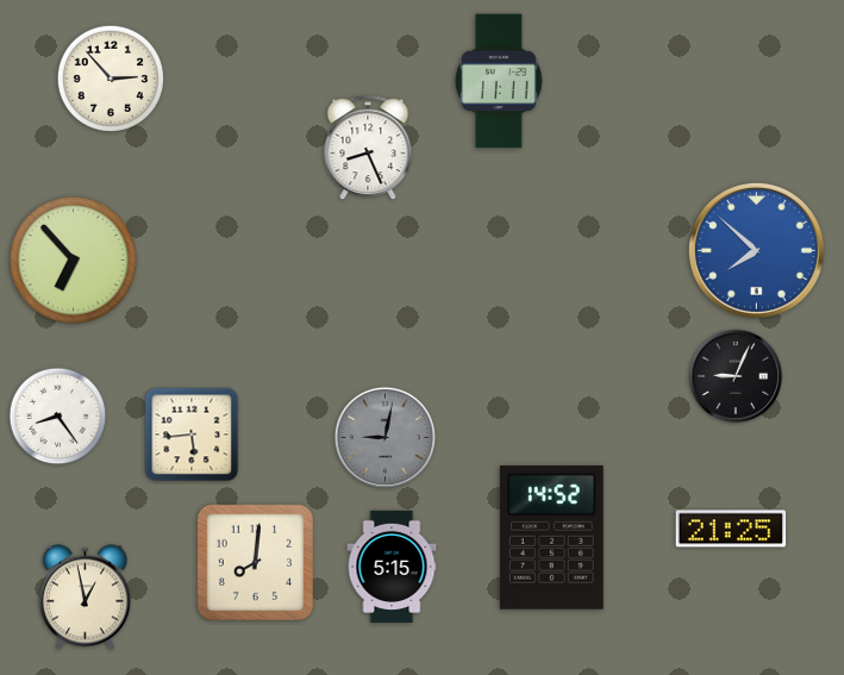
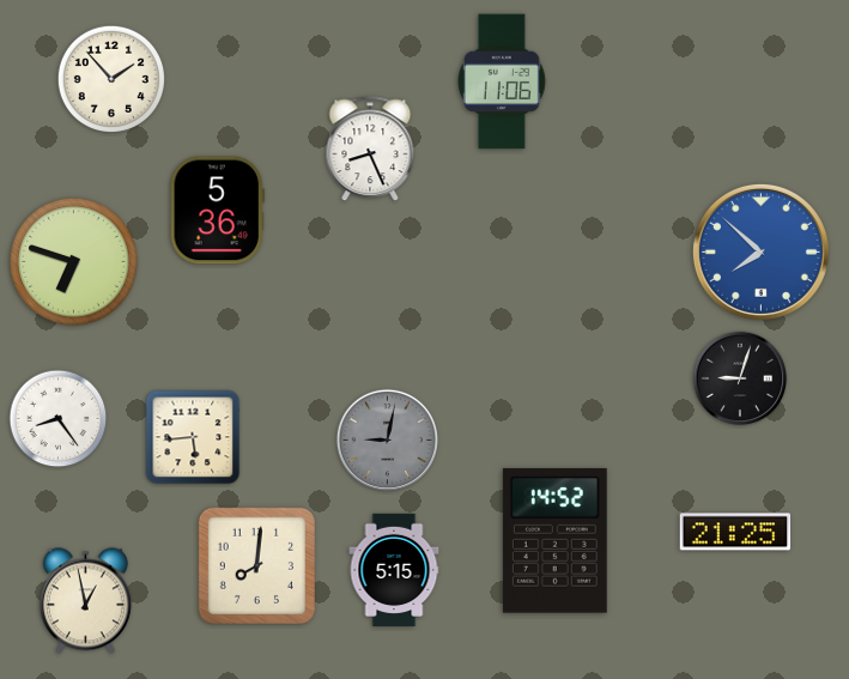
clock at (110, 77): 2:53 -> 1:53
clock at (500, 81): 11:11 -> 11:06
clock at (217, 211): none -> 5:36
clock at (74, 261): 6:53 -> 6:48
clock at (736, 376): 9:04 -> 9:03
